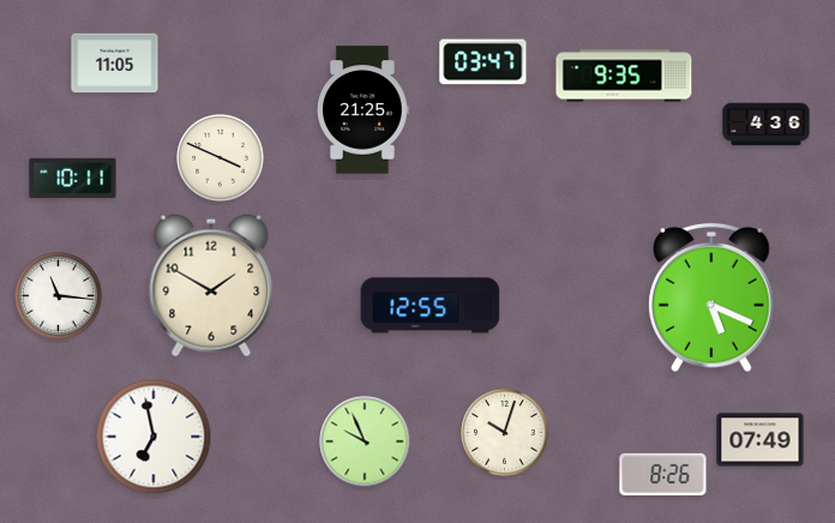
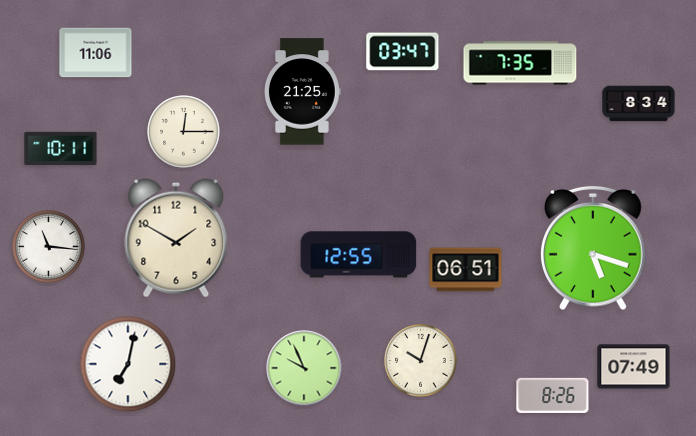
clock at (115, 64): 11:05 -> 11:06
clock at (624, 76): 9:35 -> 7:35
clock at (767, 125): 4:36 -> 8:34
clock at (221, 158): 3:49 -> 12:15
clock at (713, 297): 5:19 -> 5:18
clock at (466, 270): none -> 06:51
clock at (154, 437): 6:58 -> 7:02
